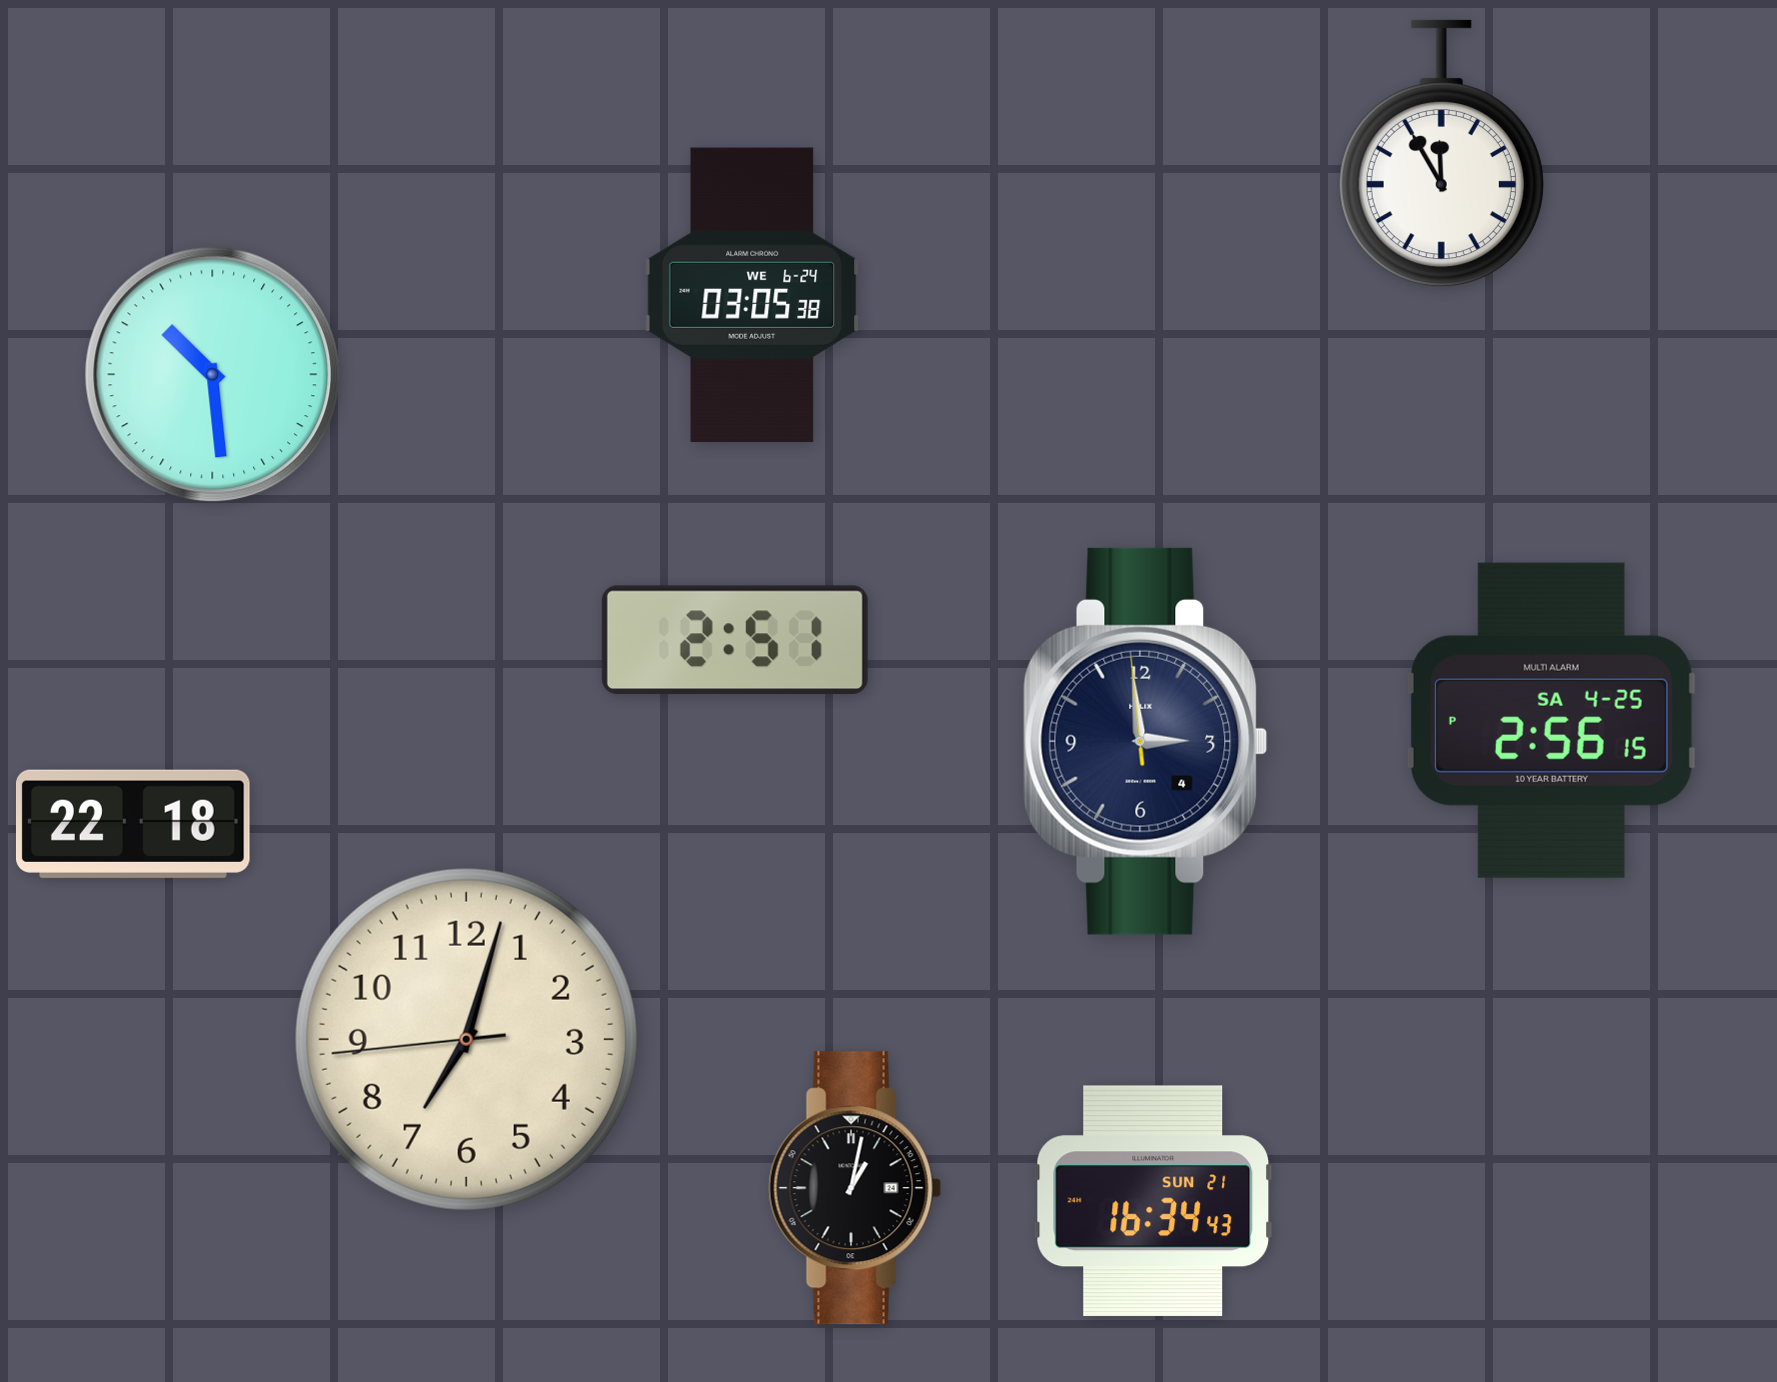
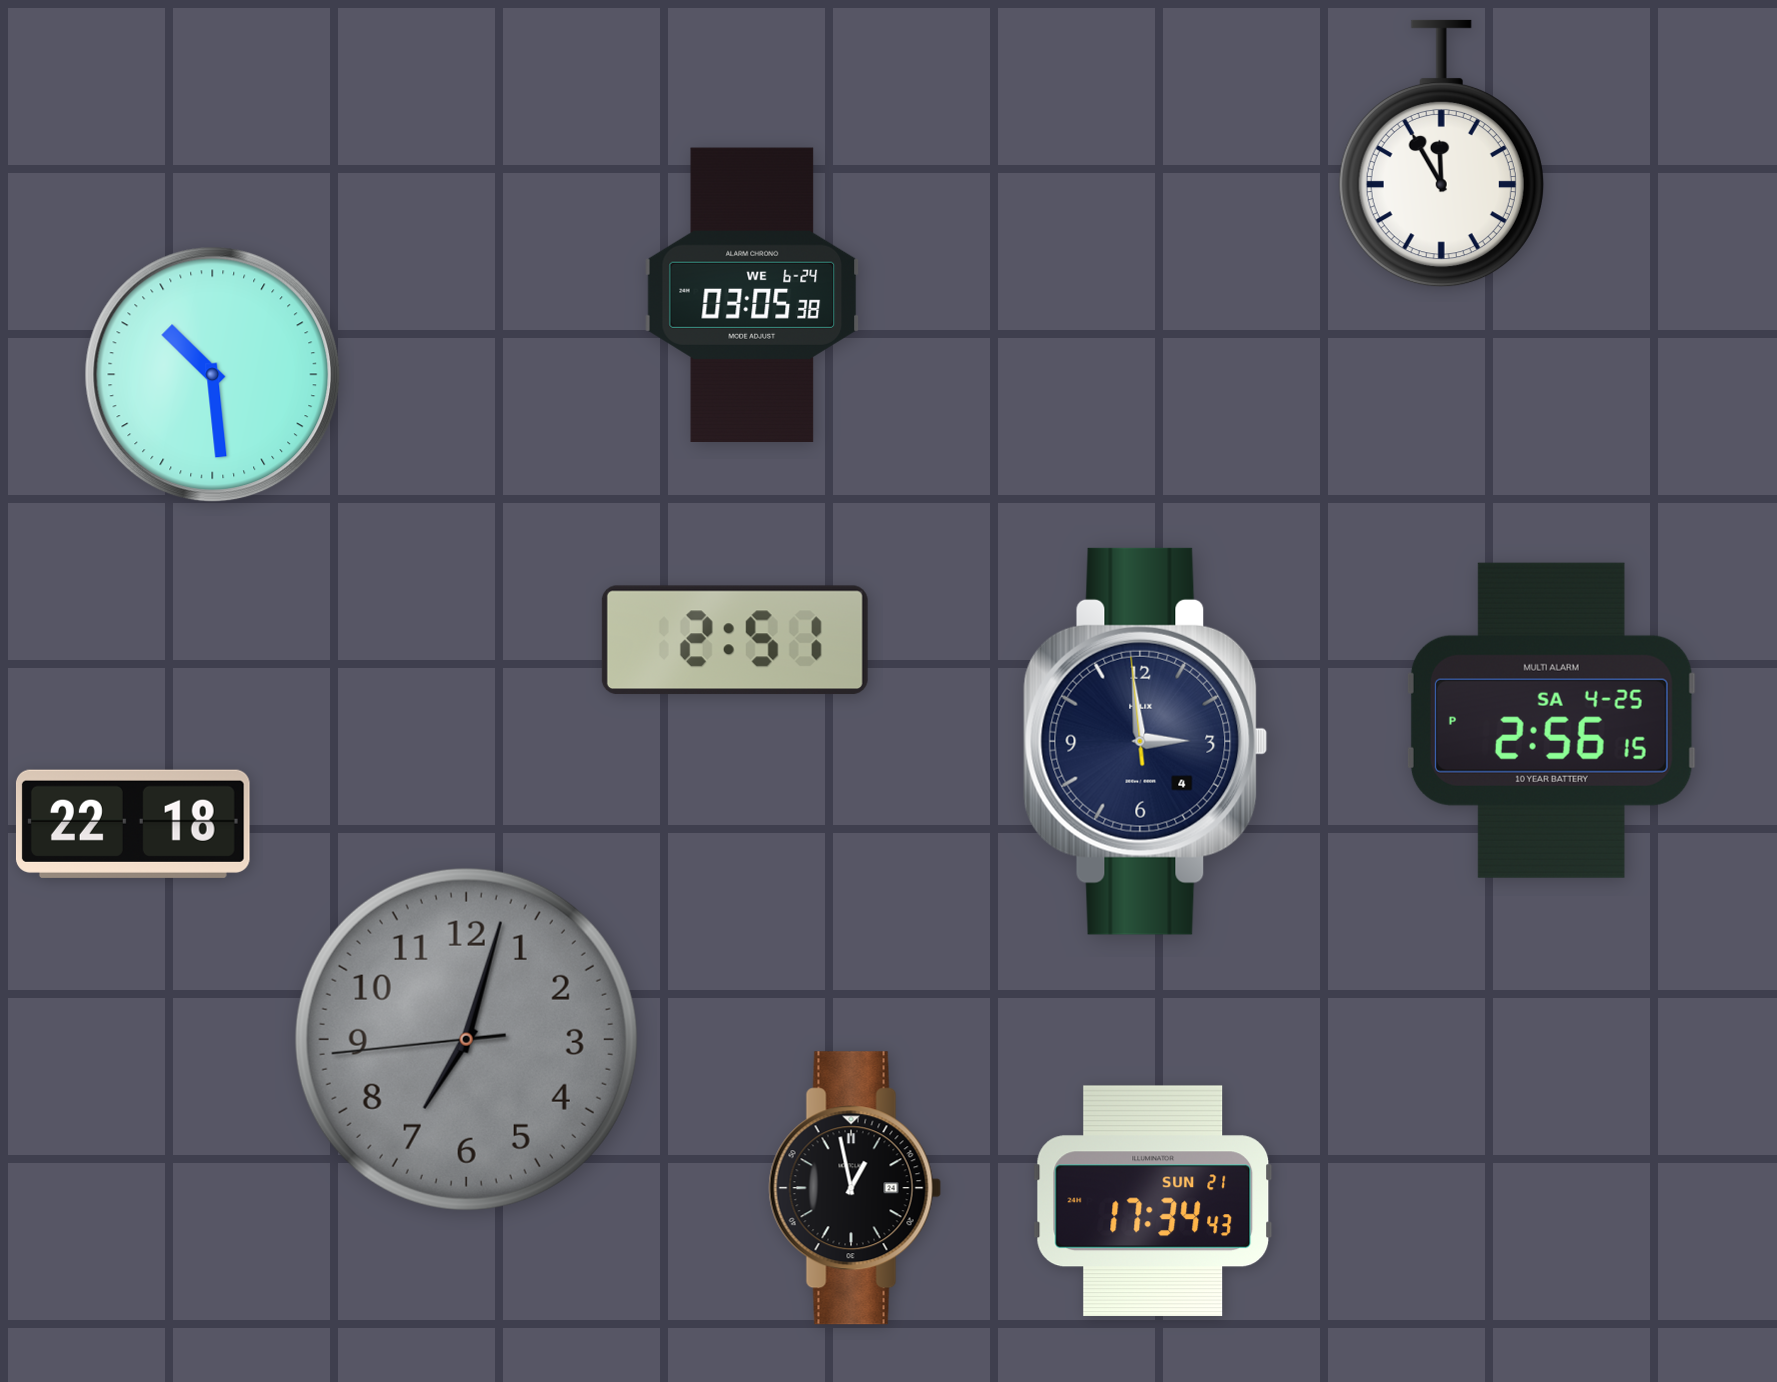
clock at (466, 1039) dial: cream -> grey
clock at (855, 1188): 1:02 -> 12:58
clock at (1153, 1201): 16:34 -> 17:34
